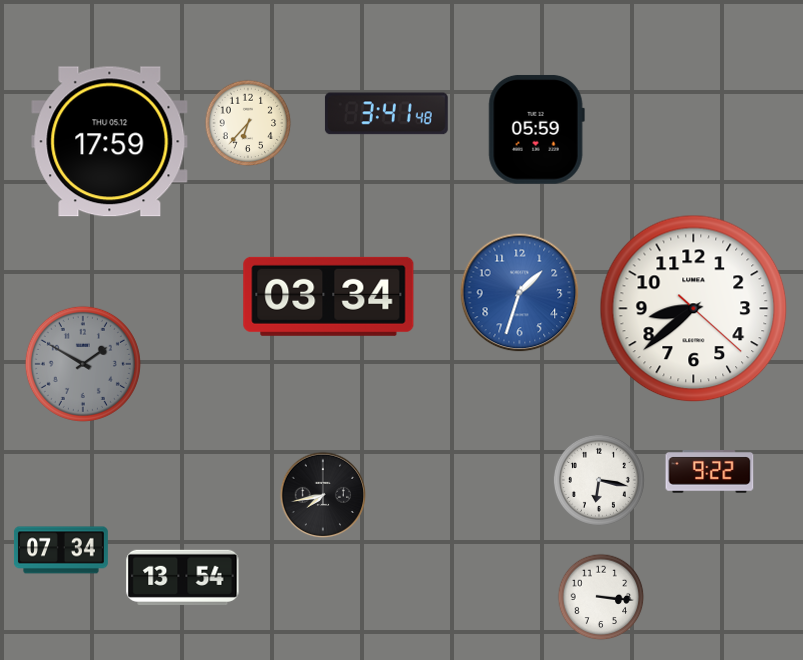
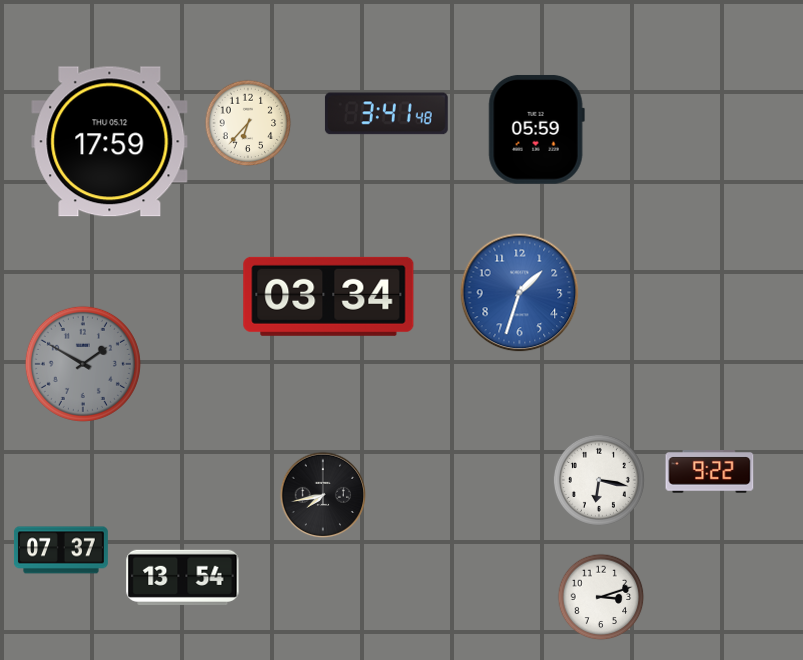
clock at (694, 309): 8:38 -> none
clock at (61, 550): 07:34 -> 07:37
clock at (601, 597): 3:16 -> 3:12
